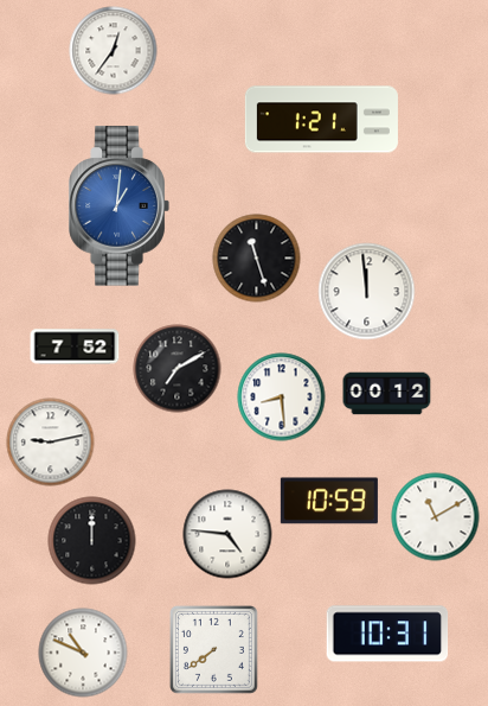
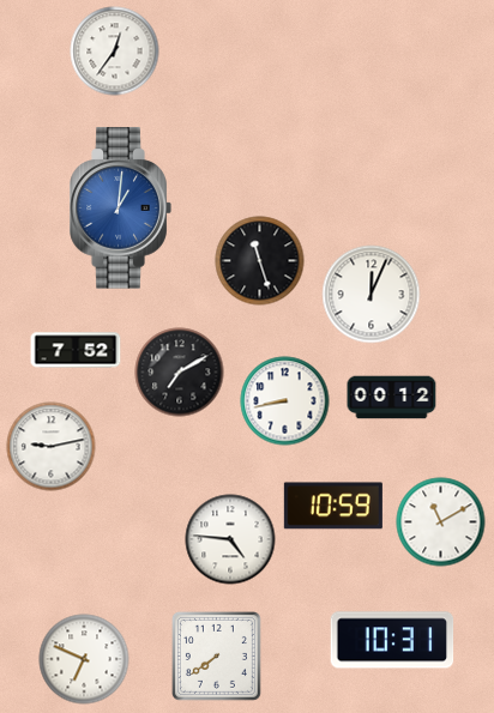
clock at (321, 120): 1:21 -> none
clock at (367, 292): 11:59 -> 12:04
clock at (282, 397): 8:29 -> 8:43
clock at (92, 541): 12:00 -> none
clock at (83, 653): 10:49 -> 6:49
